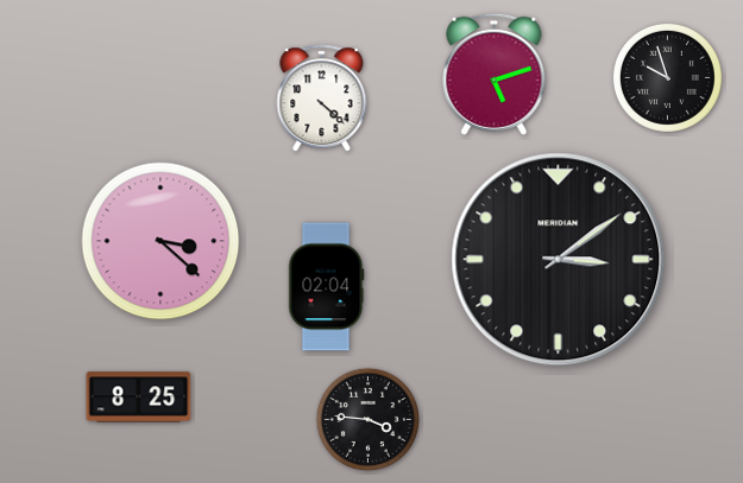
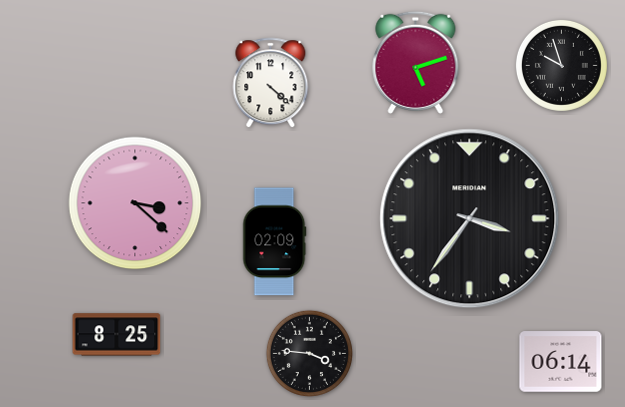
clock at (559, 260): 3:09 -> 3:36
clock at (327, 287): 02:04 -> 02:09
clock at (561, 362): none -> 06:14
